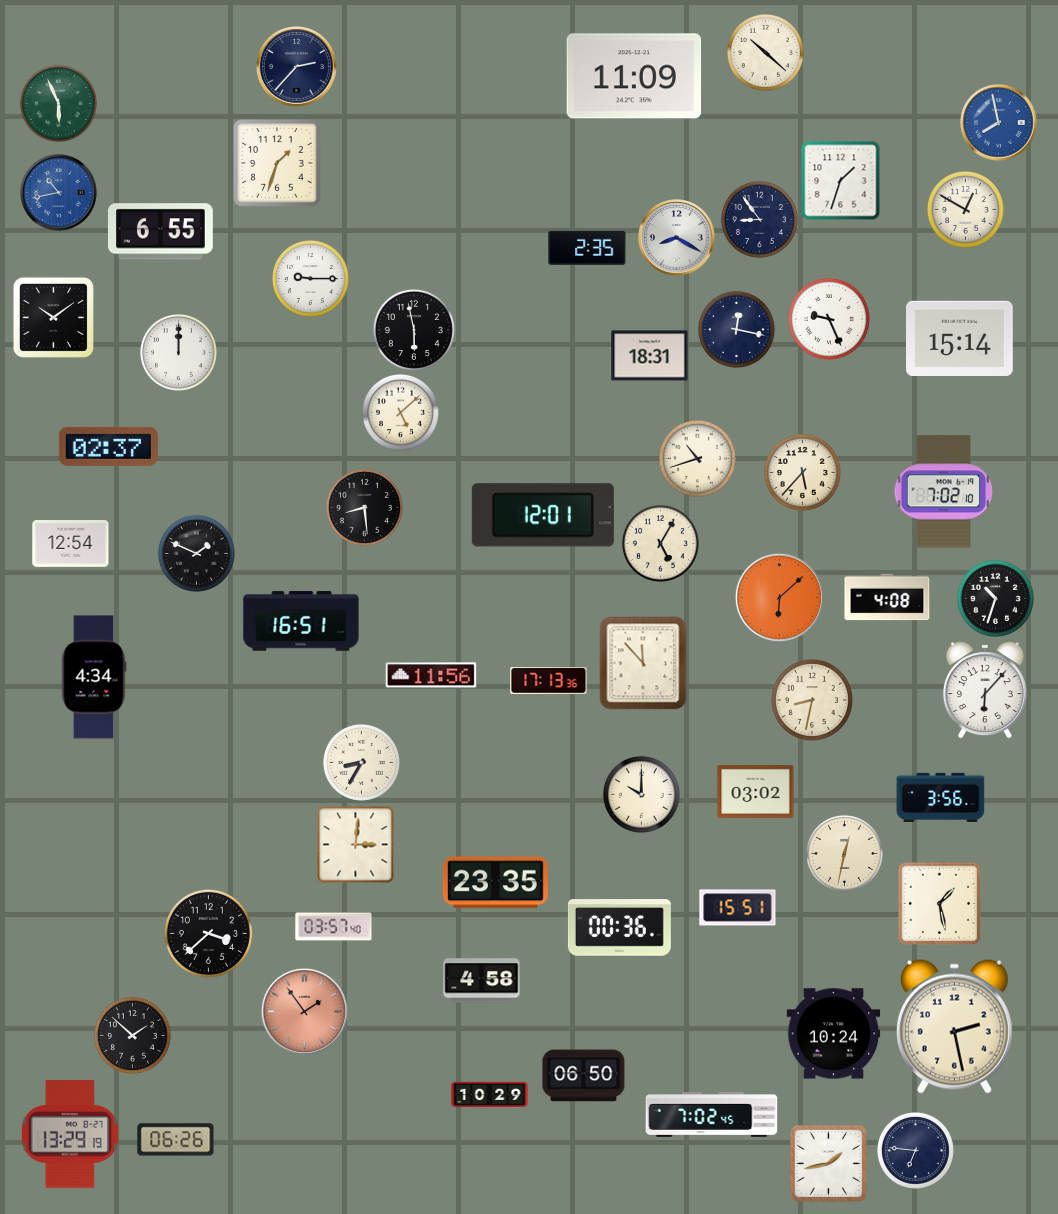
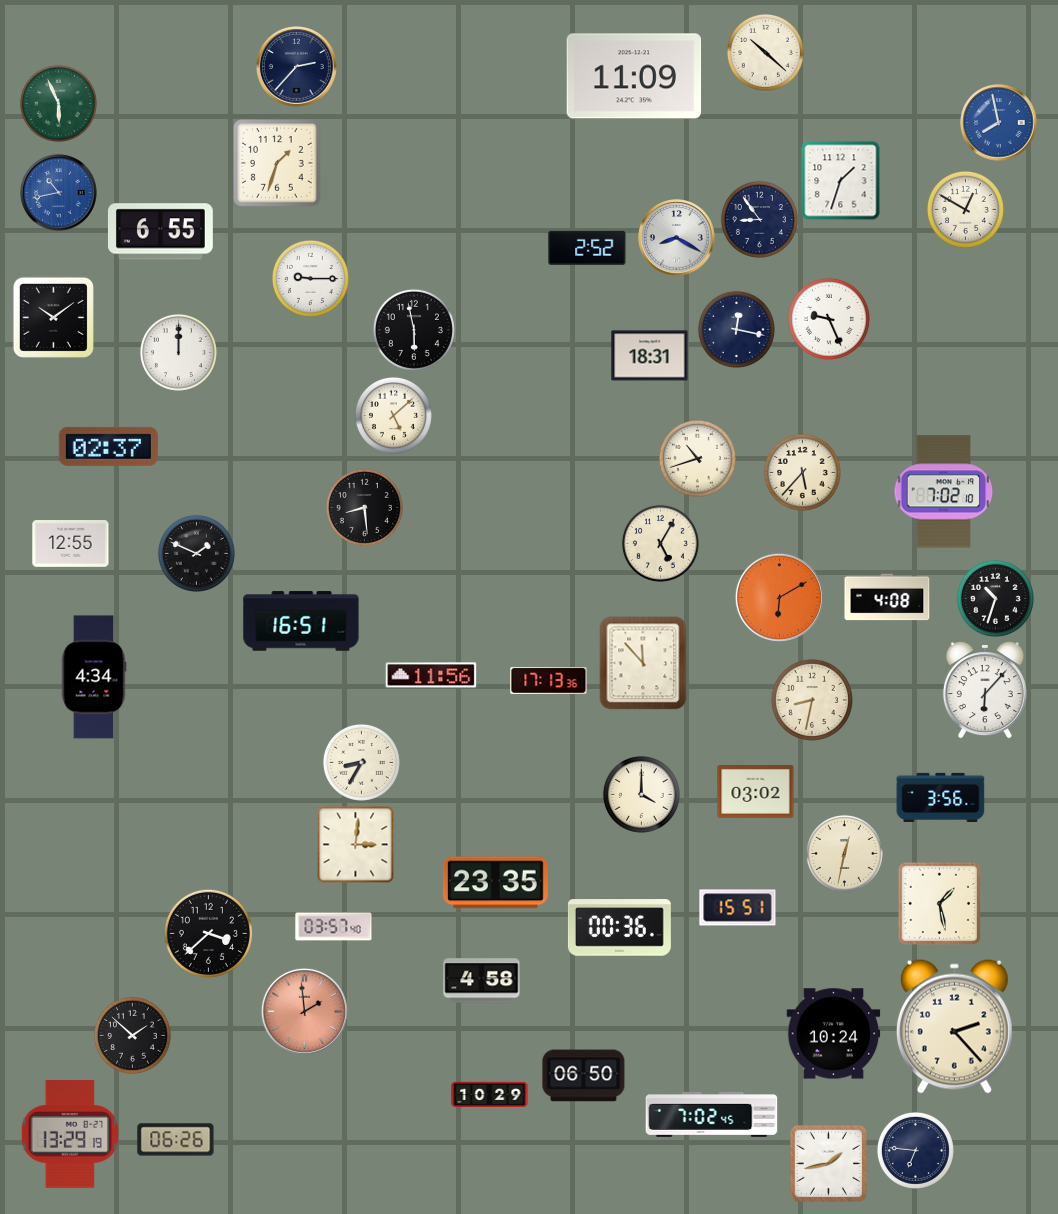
clock at (587, 248): 2:35 -> 2:52
clock at (960, 338): 15:14 -> none
clock at (400, 412) position: (400, 412) -> (393, 415)
clock at (543, 515): 12:01 -> none
clock at (71, 544): 12:54 -> 12:55
clock at (779, 597): 6:08 -> 6:10
clock at (641, 794): 10:00 -> 4:00
clock at (304, 1011): 1:54 -> 1:59
clock at (954, 1026): 2:28 -> 2:23
